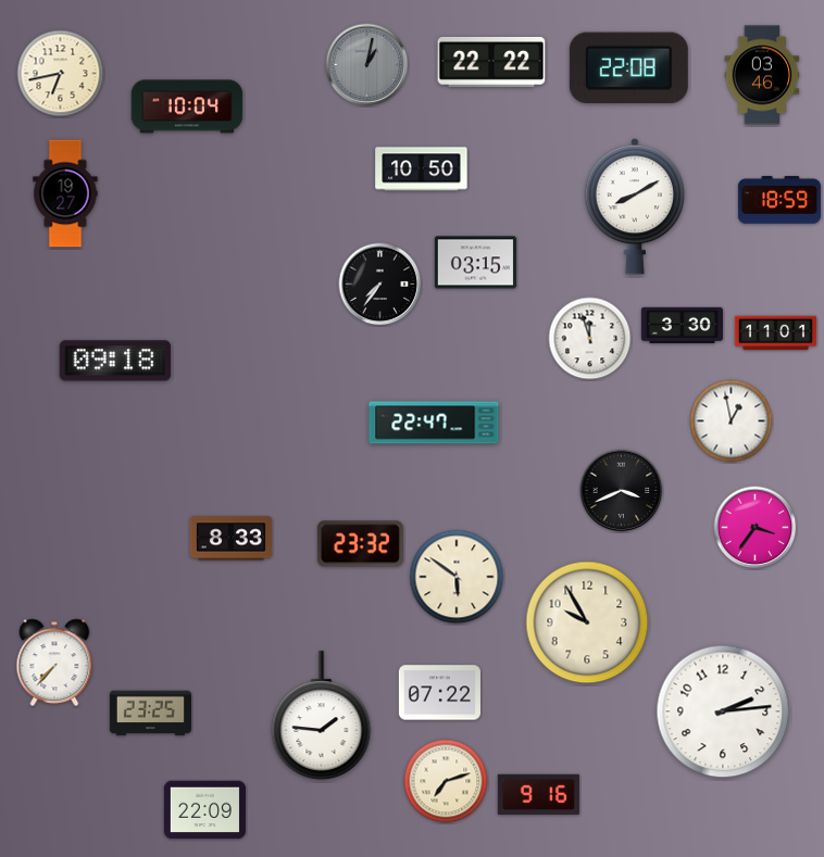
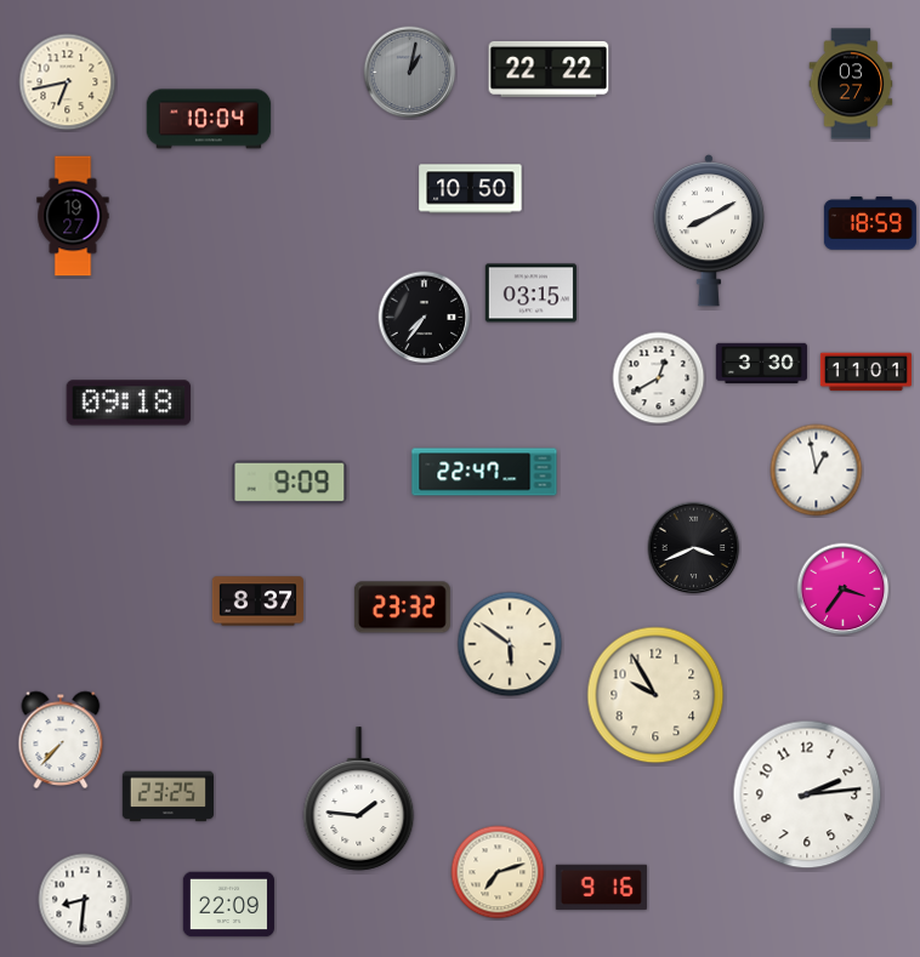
clock at (628, 67): 22:08 -> none
clock at (762, 75): 03:46 -> 03:27
clock at (590, 339): 11:57 -> 12:40
clock at (290, 483): none -> 9:09
clock at (230, 539): 8:33 -> 8:37
clock at (439, 693): 07:22 -> none
clock at (85, 900): none -> 8:31
